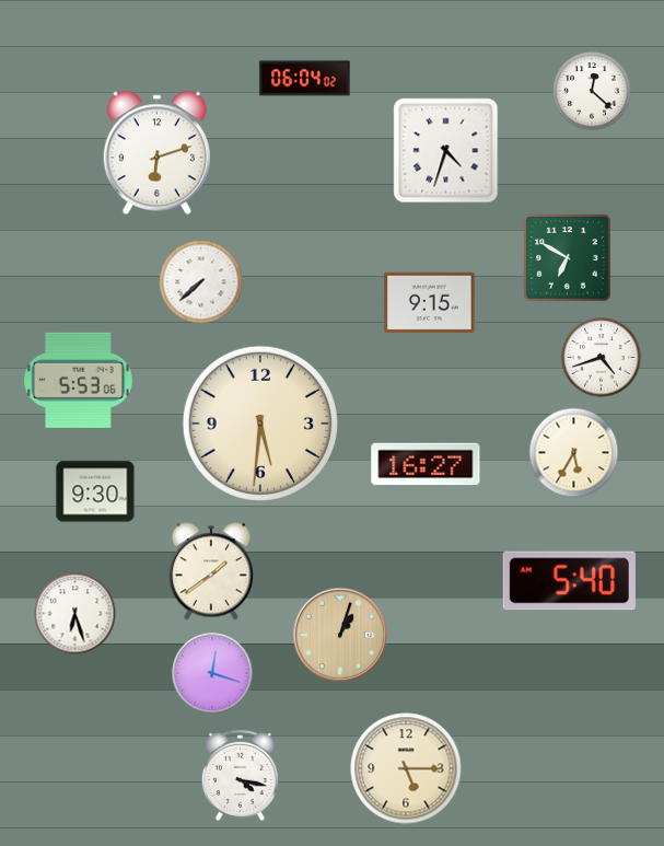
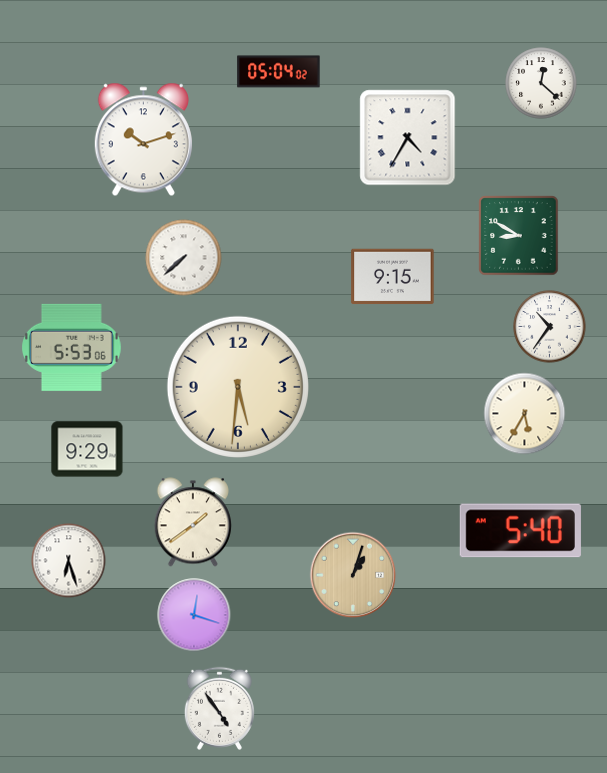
clock at (305, 79): 06:04 -> 05:04
clock at (446, 151): 4:33 -> 4:35
clock at (156, 153): 6:12 -> 10:12
clock at (568, 258): 6:50 -> 8:50
clock at (602, 358): 4:42 -> 10:36
clock at (426, 464): 16:27 -> none
clock at (95, 491): 9:30 -> 9:29
clock at (340, 635) position: (340, 635) -> (353, 575)
clock at (406, 768): 5:15 -> none
clock at (240, 775): 4:17 -> 4:54
